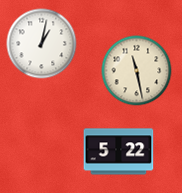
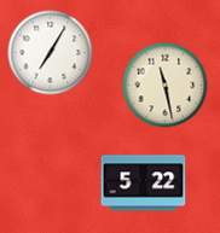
clock at (42, 44): 1:02 -> 7:05
